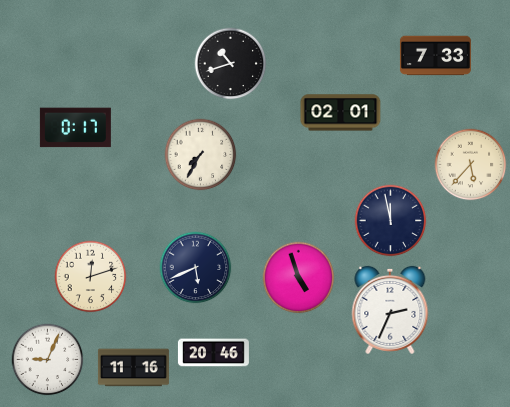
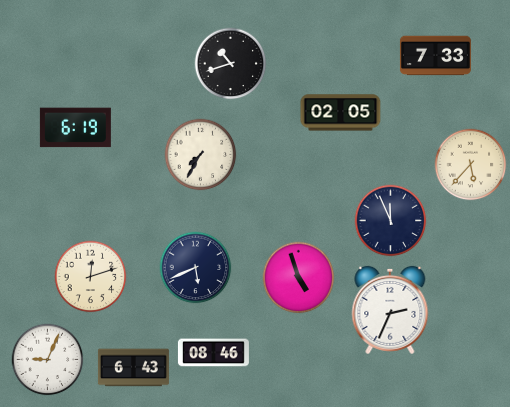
clock at (341, 113): 02:01 -> 02:05
clock at (75, 128): 0:17 -> 6:19
clock at (391, 221): 11:58 -> 11:56
clock at (213, 353): 20:46 -> 08:46
clock at (133, 368): 11:16 -> 6:43
